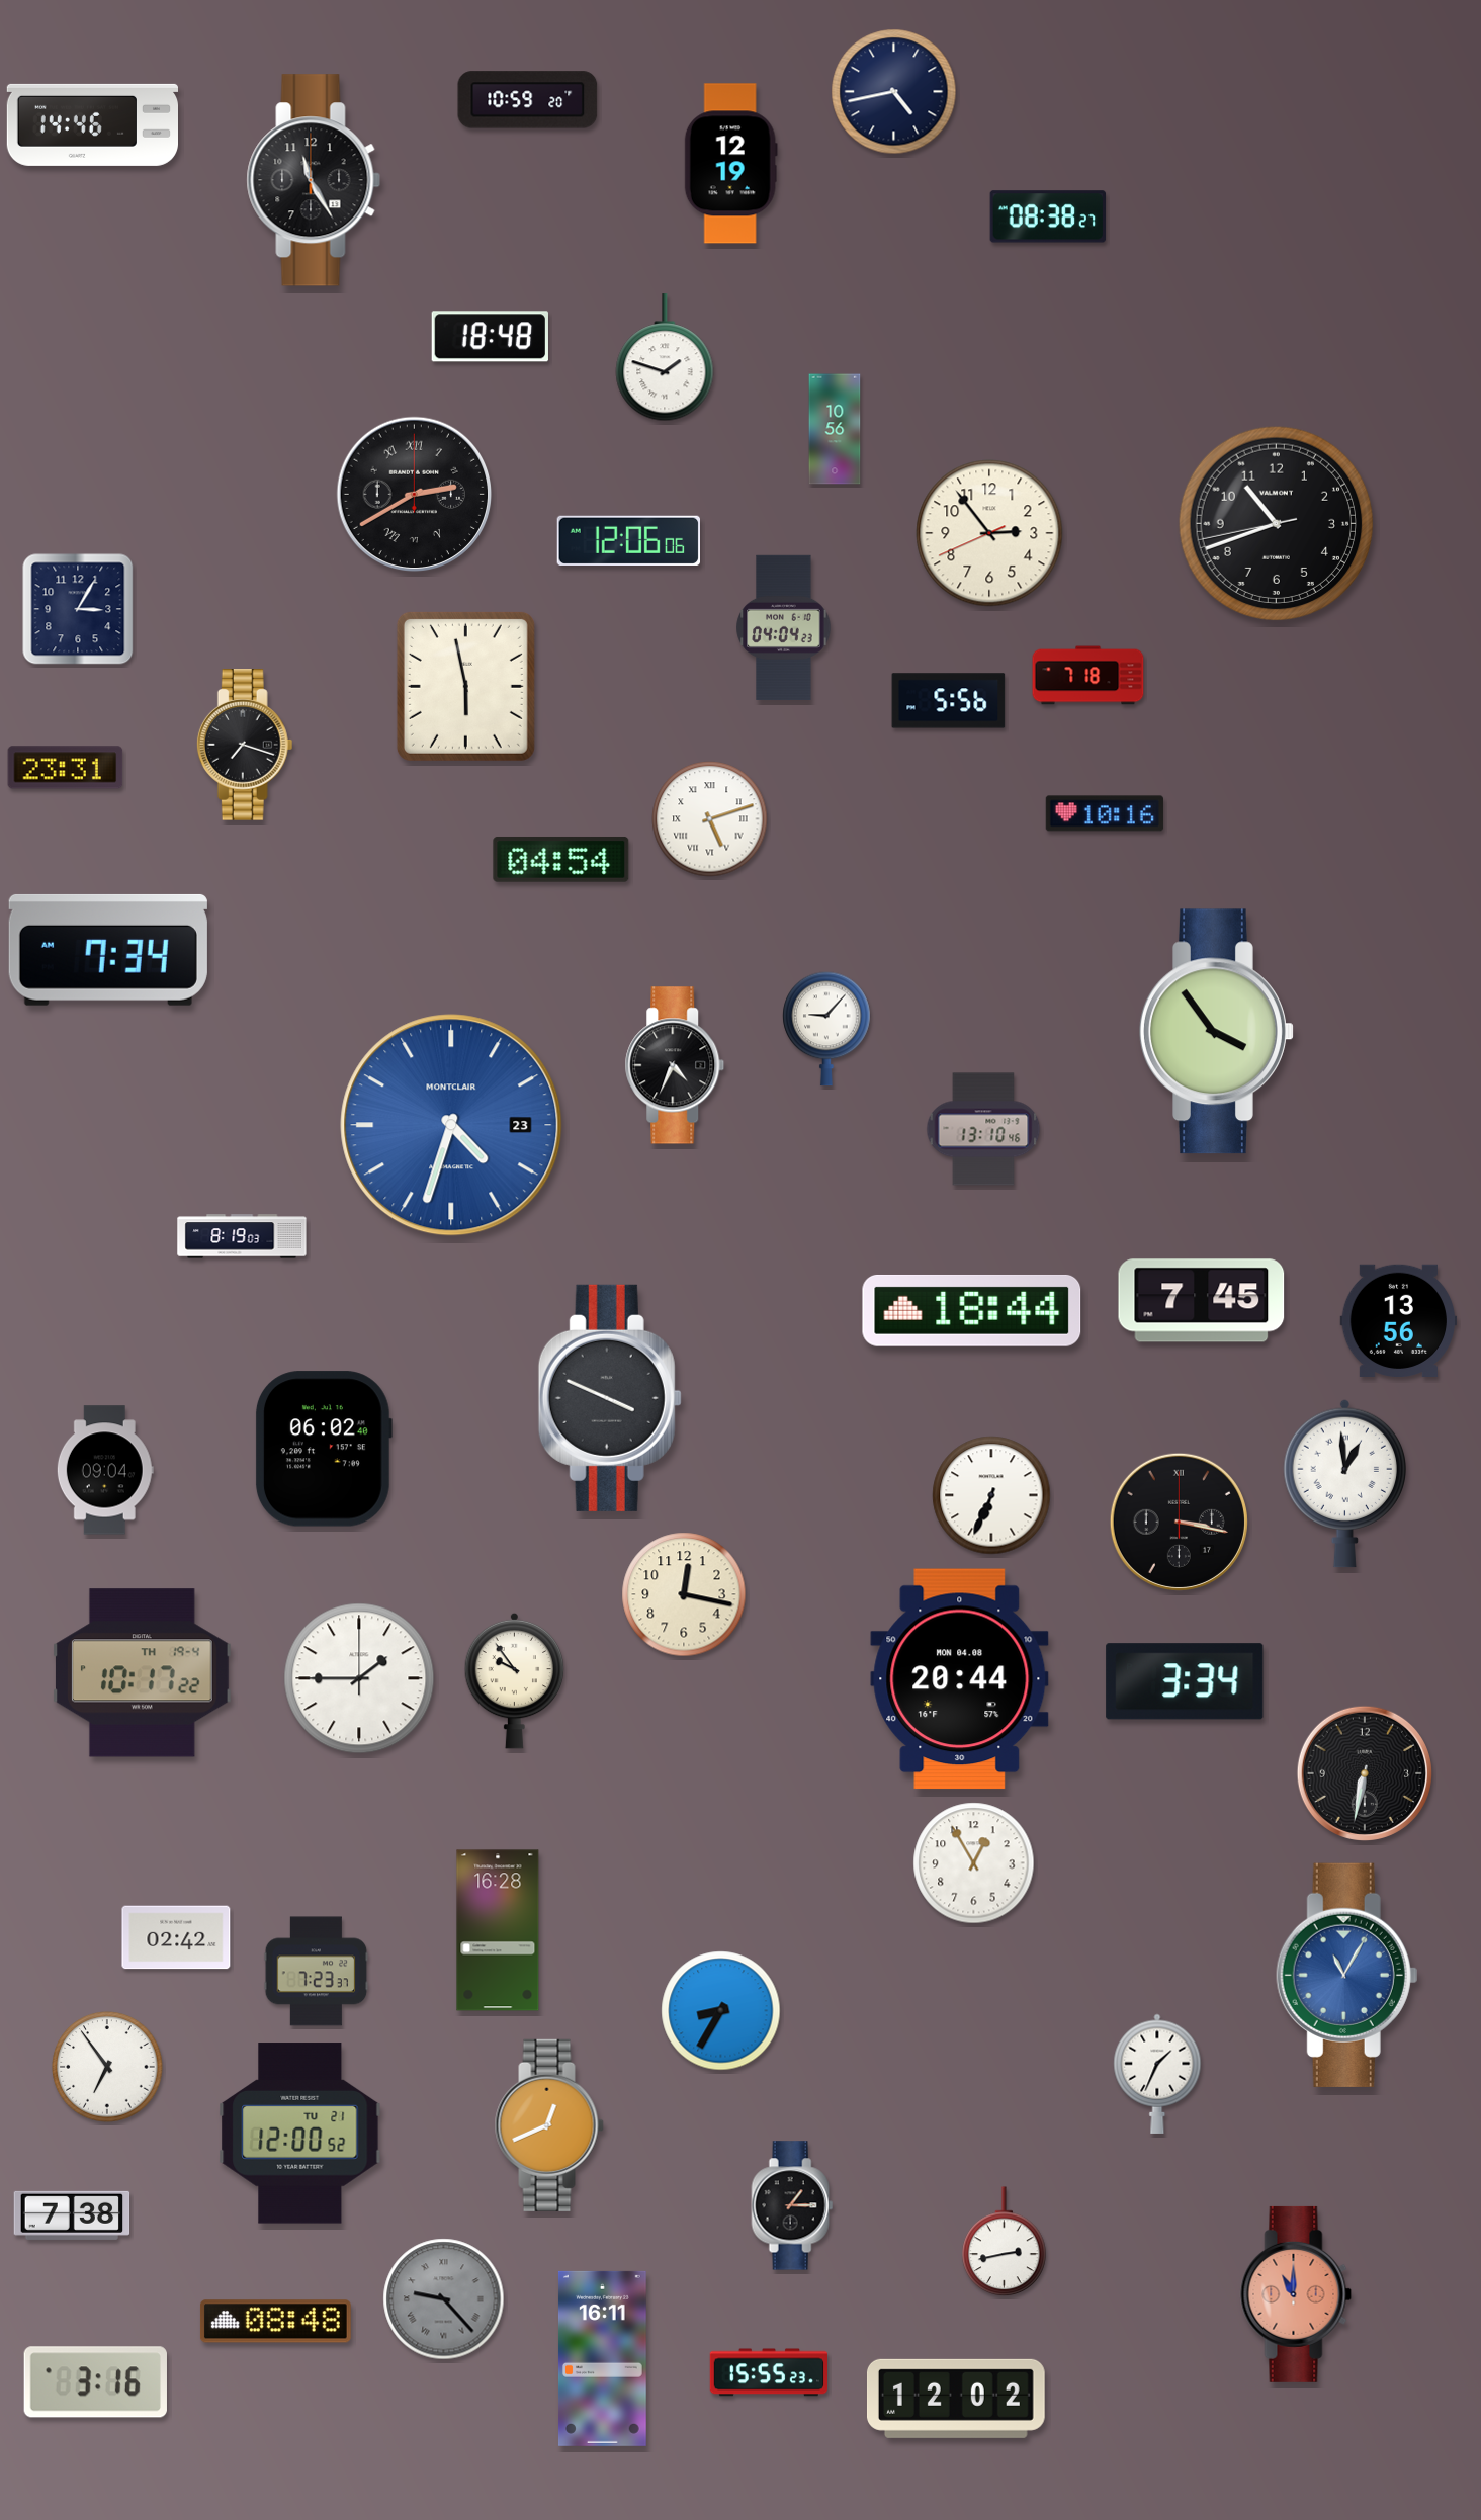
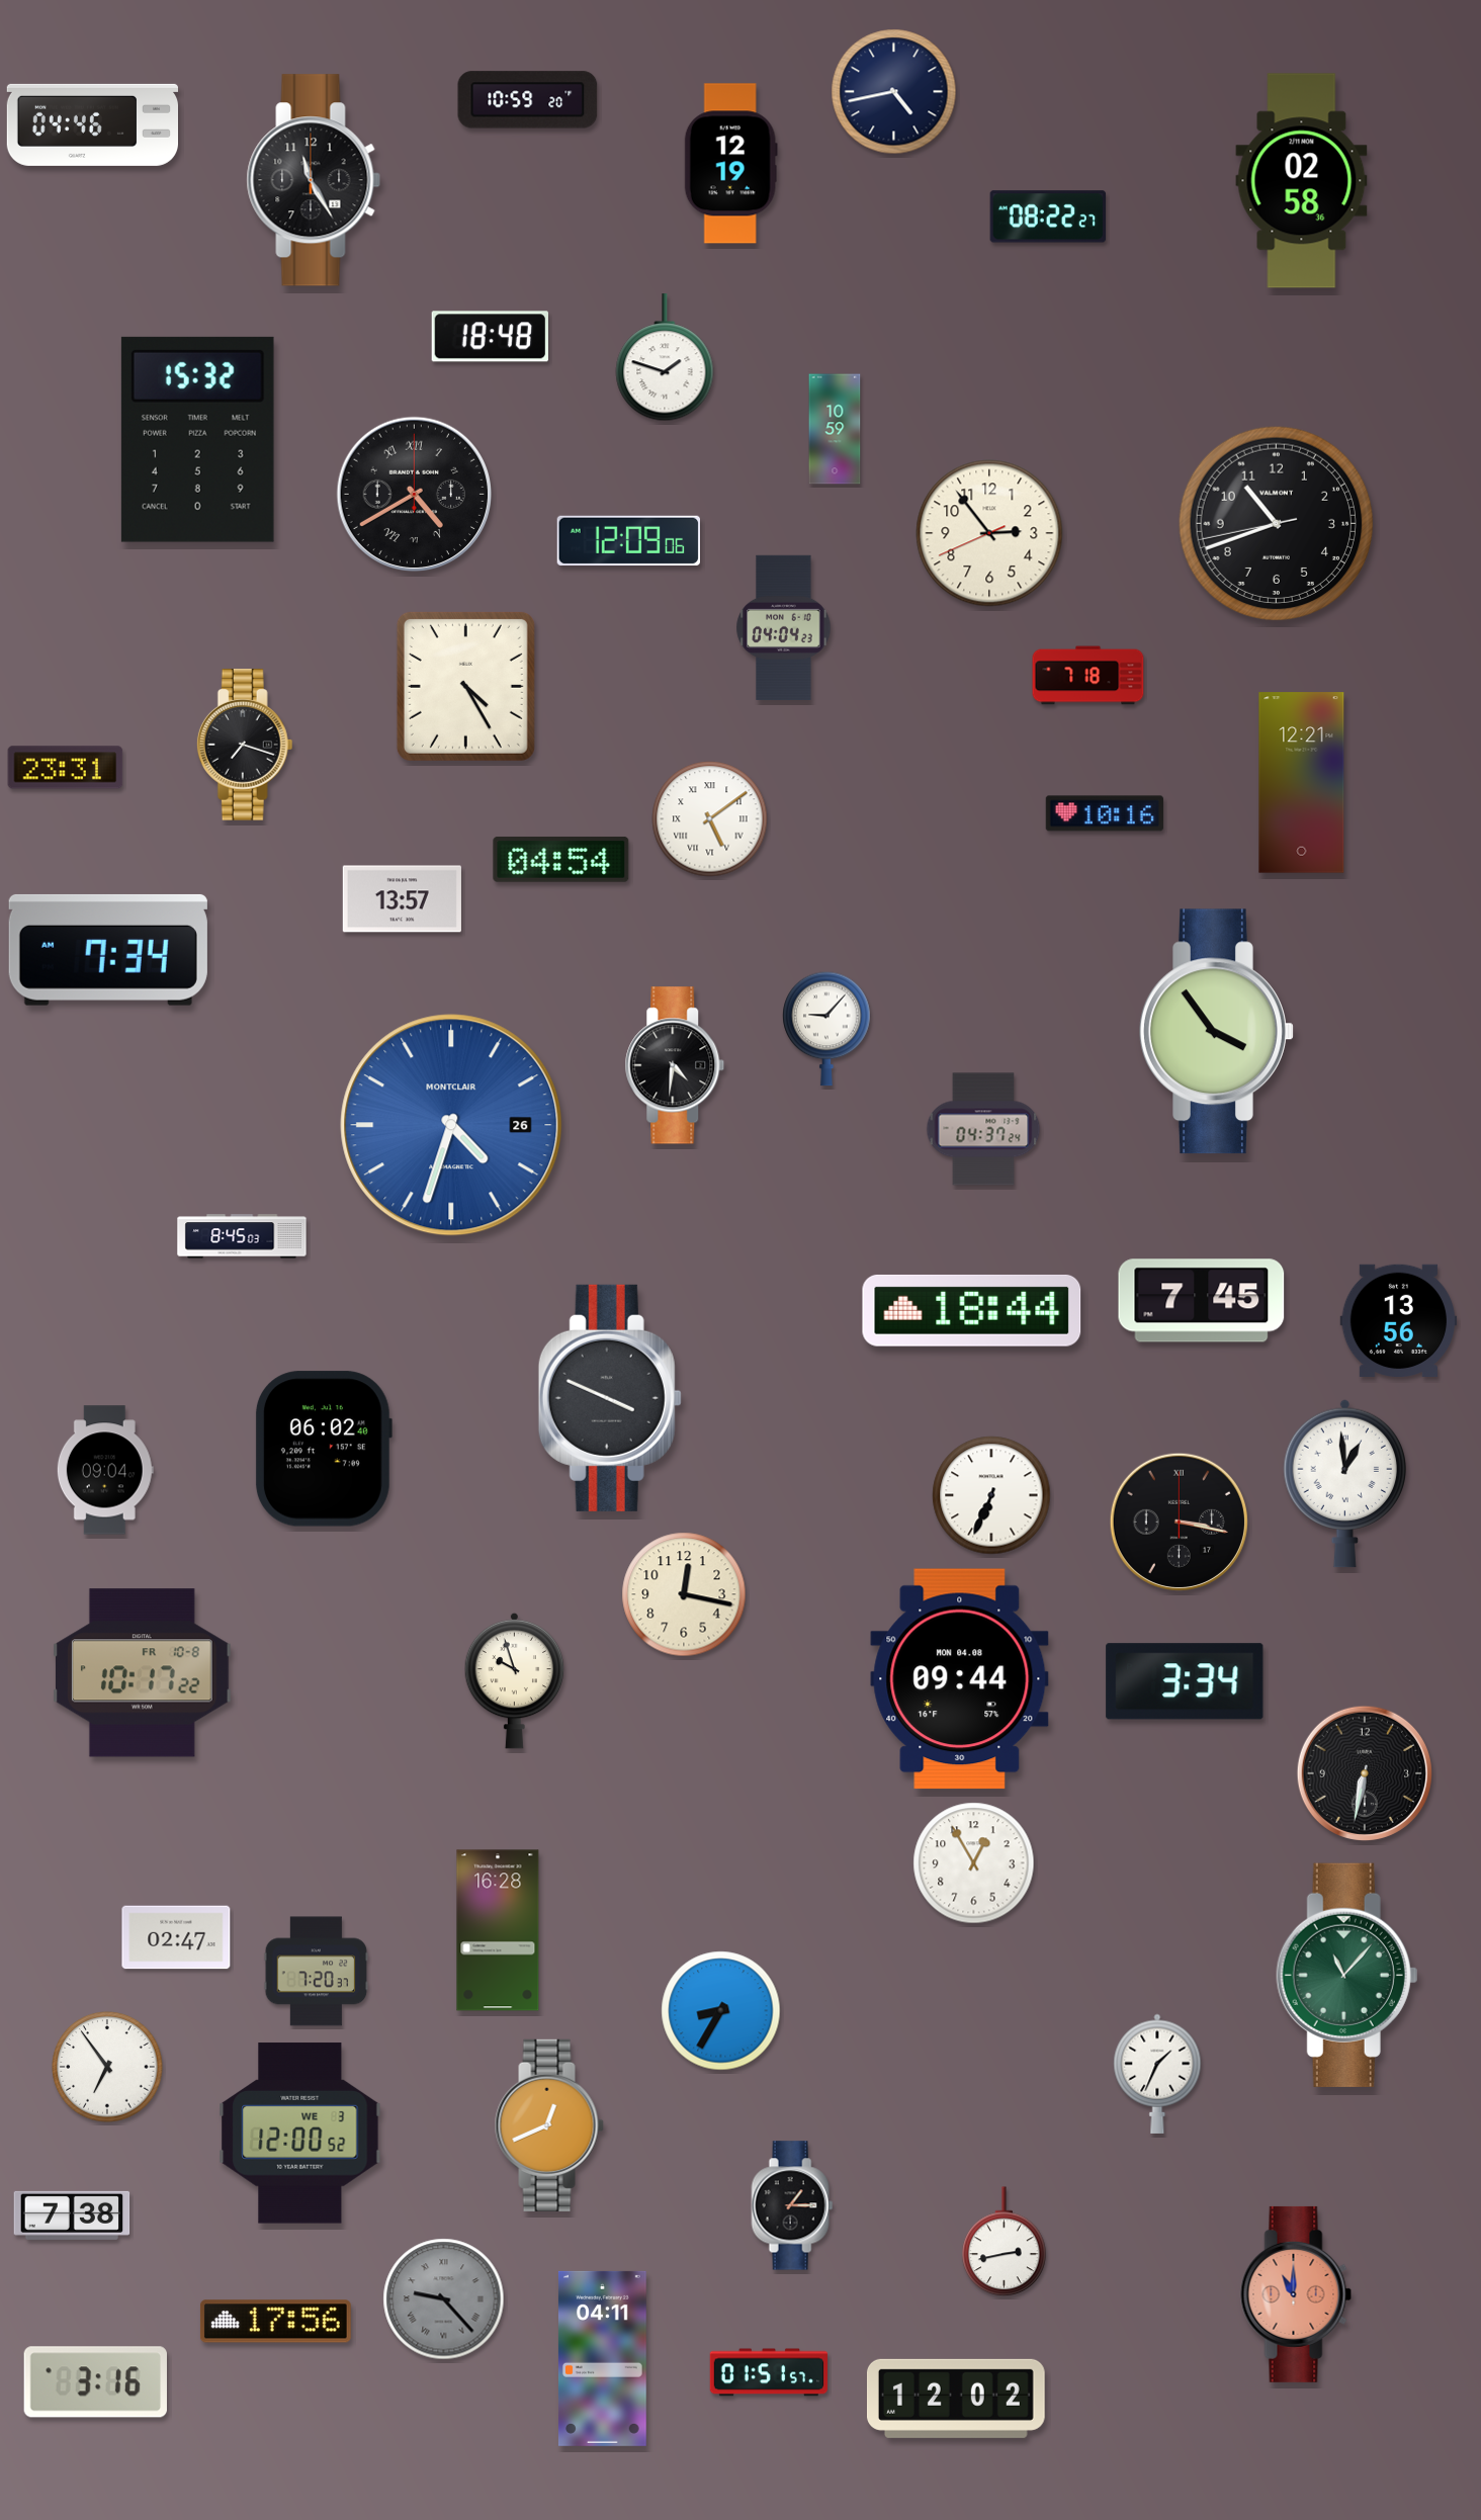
clock at (92, 124): 14:46 -> 04:46
clock at (1302, 181): none -> 02:58
clock at (1048, 216): 08:38 -> 08:22
clock at (835, 429): 10:56 -> 10:59
clock at (197, 439): none -> 15:32
clock at (415, 495): 2:40 -> 4:40
clock at (628, 540): 12:06 -> 12:09
clock at (78, 609): 3:05 -> none
clock at (465, 686): 5:58 -> 4:25
clock at (949, 701): 5:56 -> none
clock at (1302, 783): none -> 12:21
clock at (710, 819): 5:12 -> 5:09
clock at (402, 899): none -> 13:57
clock at (675, 1065): 4:34 -> 4:31
clock at (451, 1125) date: 23 -> 26
clock at (983, 1129): 13:10 -> 04:37
clock at (242, 1236): 8:19 -> 8:45
clock at (143, 1673) date: TH 19-4 -> FR 10-8
clock at (359, 1678): 1:45 -> none
clock at (960, 1679): 20:44 -> 09:44
clock at (515, 1680): 9:54 -> 9:57
clock at (176, 1937): 02:42 -> 02:47
clock at (317, 1972): 7:23 -> 7:20
clock at (1347, 1975): 11:05 -> 11:07
clock at (1347, 1975) dial: blue -> green
clock at (300, 2134) date: TU 21 -> WE 3
clock at (275, 2322): 08:48 -> 17:56
clock at (602, 2358): 16:11 -> 04:11
clock at (768, 2372): 15:55 -> 01:51
